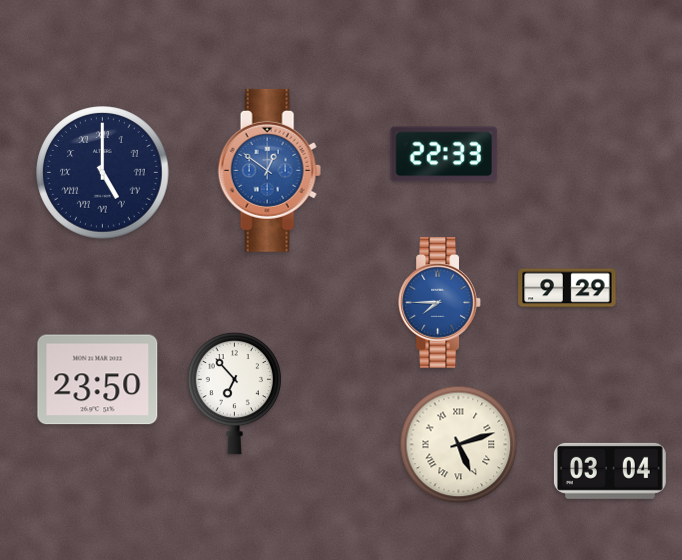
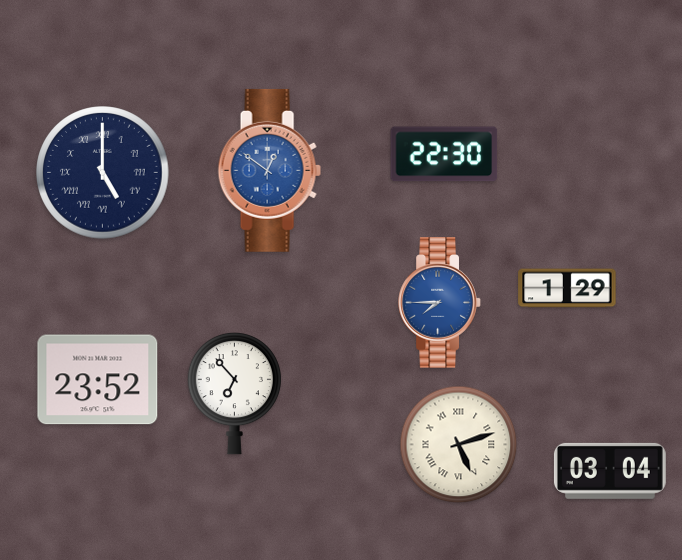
clock at (444, 154): 22:33 -> 22:30
clock at (567, 288): 9:29 -> 1:29
clock at (98, 380): 23:50 -> 23:52
